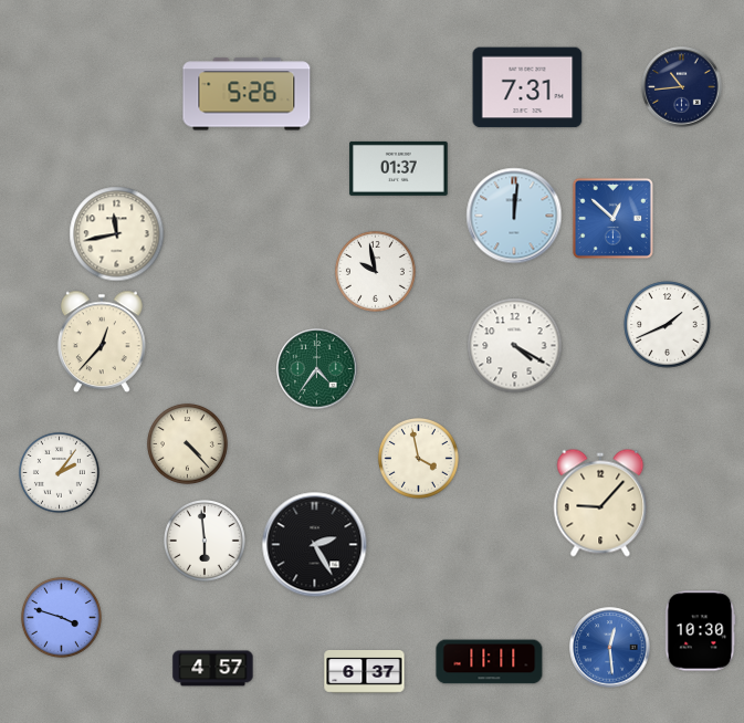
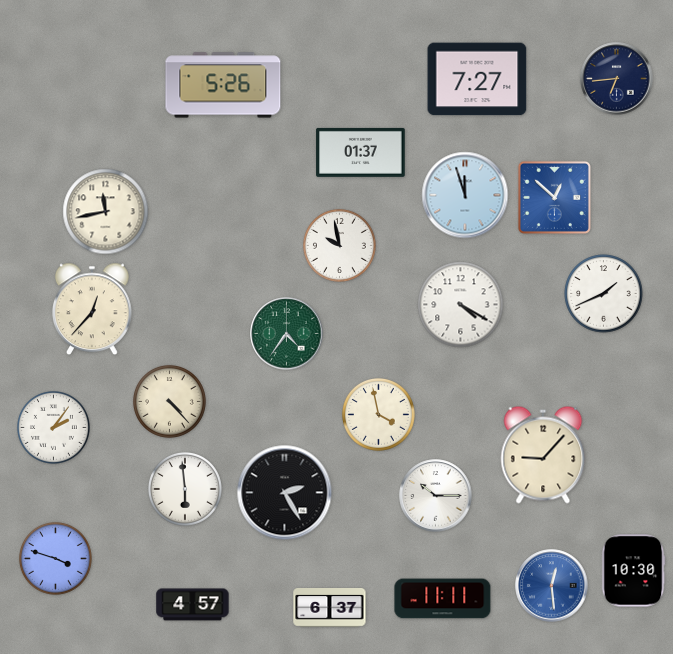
clock at (527, 87): 7:31 -> 7:27
clock at (682, 87): 10:44 -> 6:44
clock at (514, 216): 12:01 -> 11:57
clock at (515, 346) position: (515, 346) -> (461, 305)
clock at (436, 496): none -> 10:15
